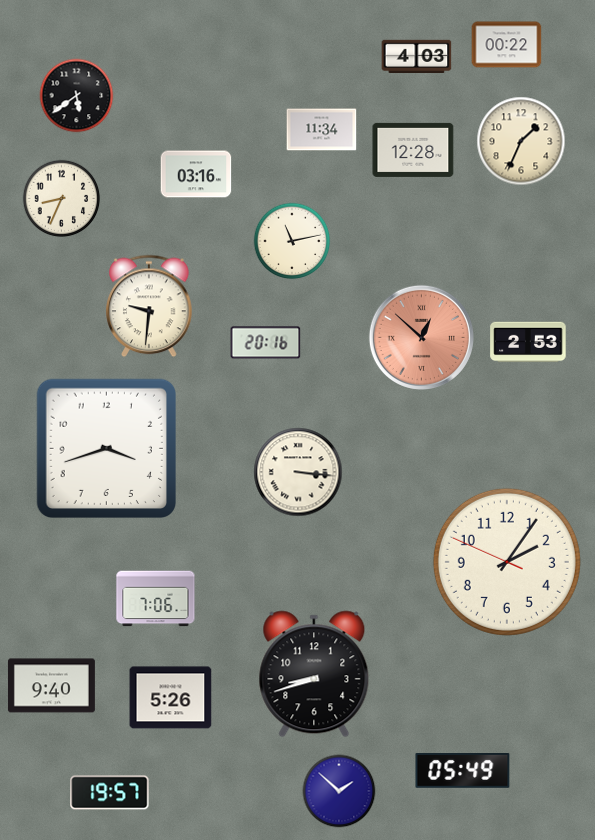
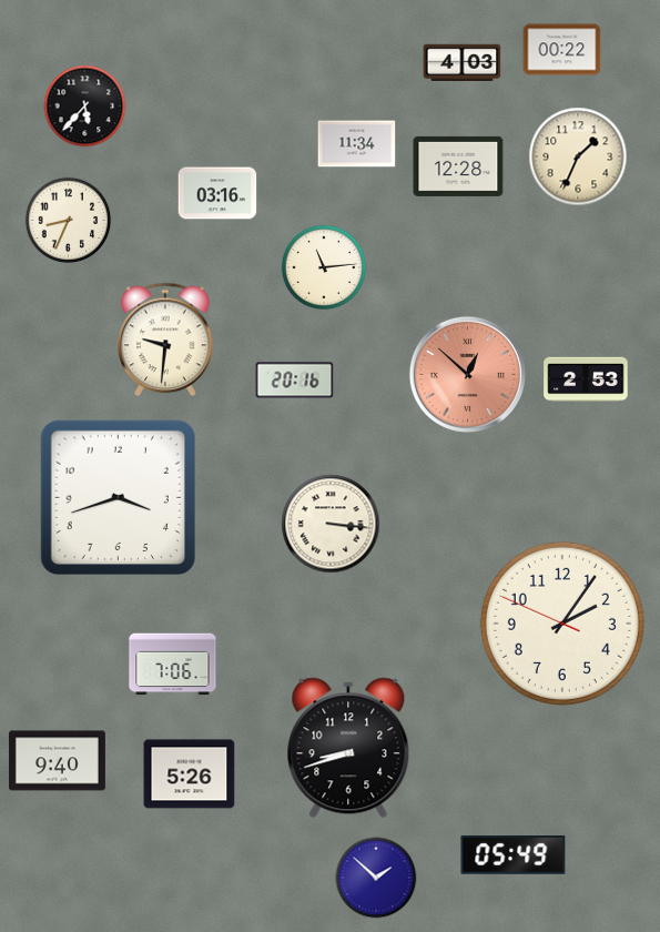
clock at (77, 96): 5:39 -> 5:37
clock at (292, 241): 11:13 -> 11:14
clock at (110, 793): 19:57 -> none
